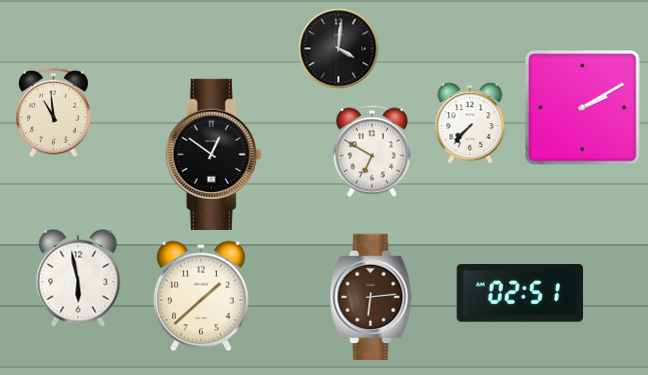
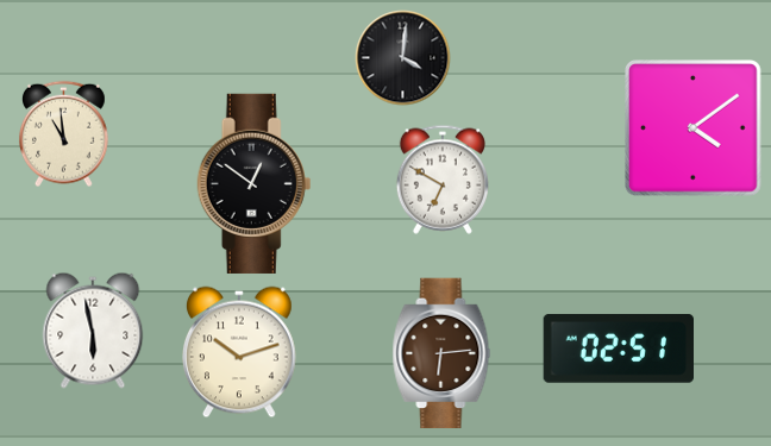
clock at (583, 108): 2:10 -> 4:09
clock at (470, 123): 7:37 -> none
clock at (201, 296): 1:38 -> 10:12
